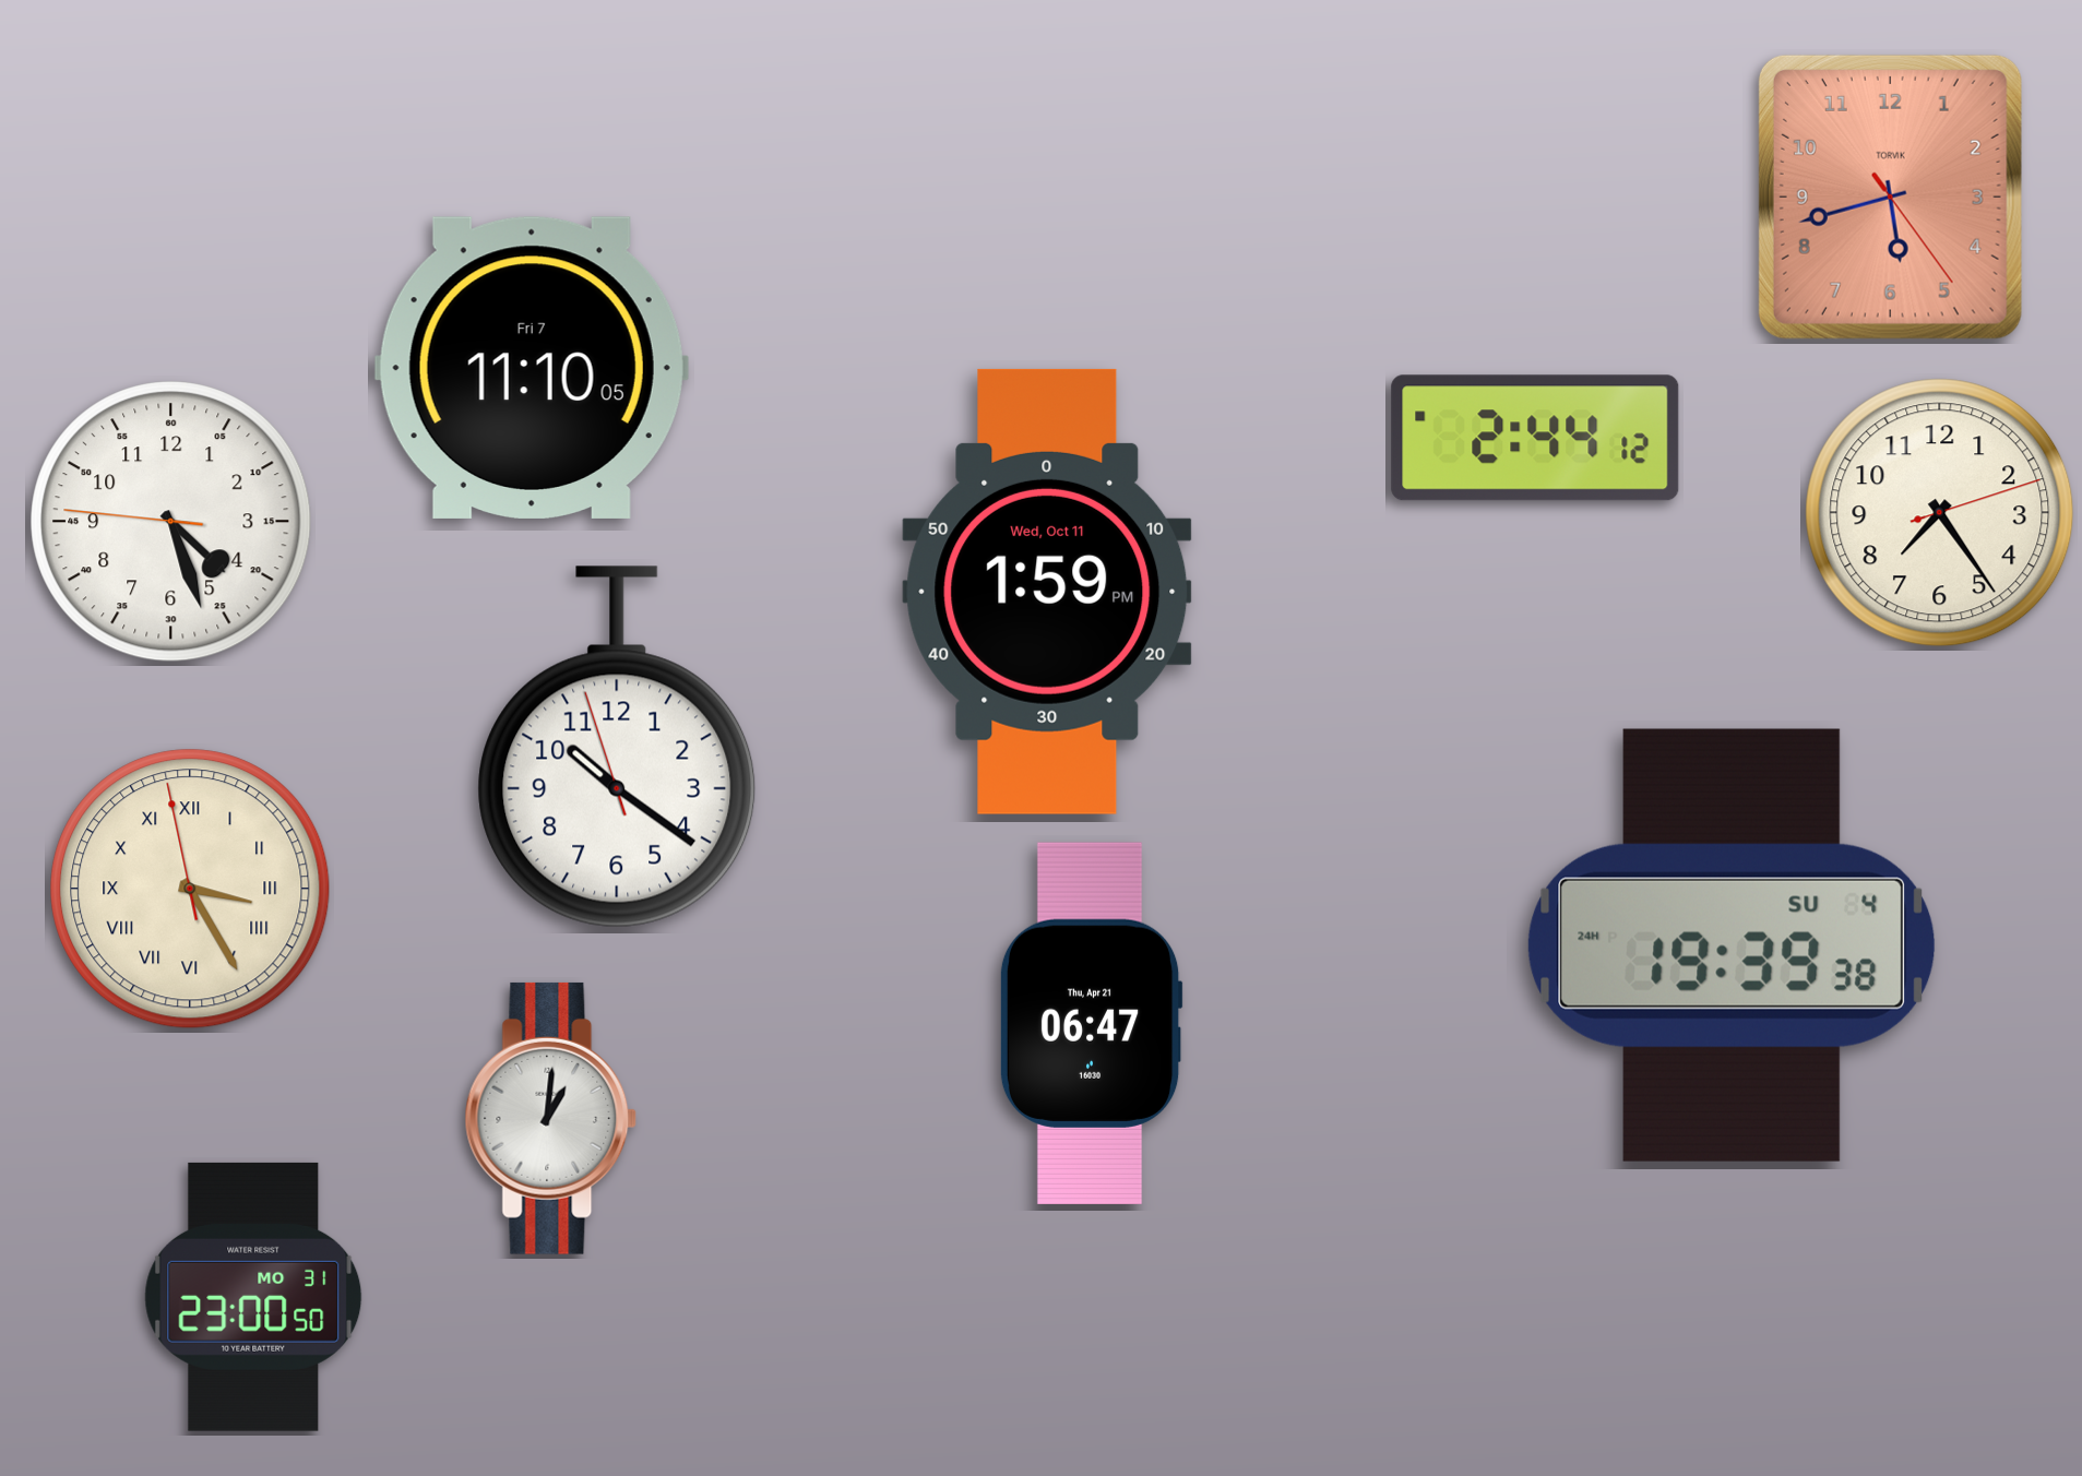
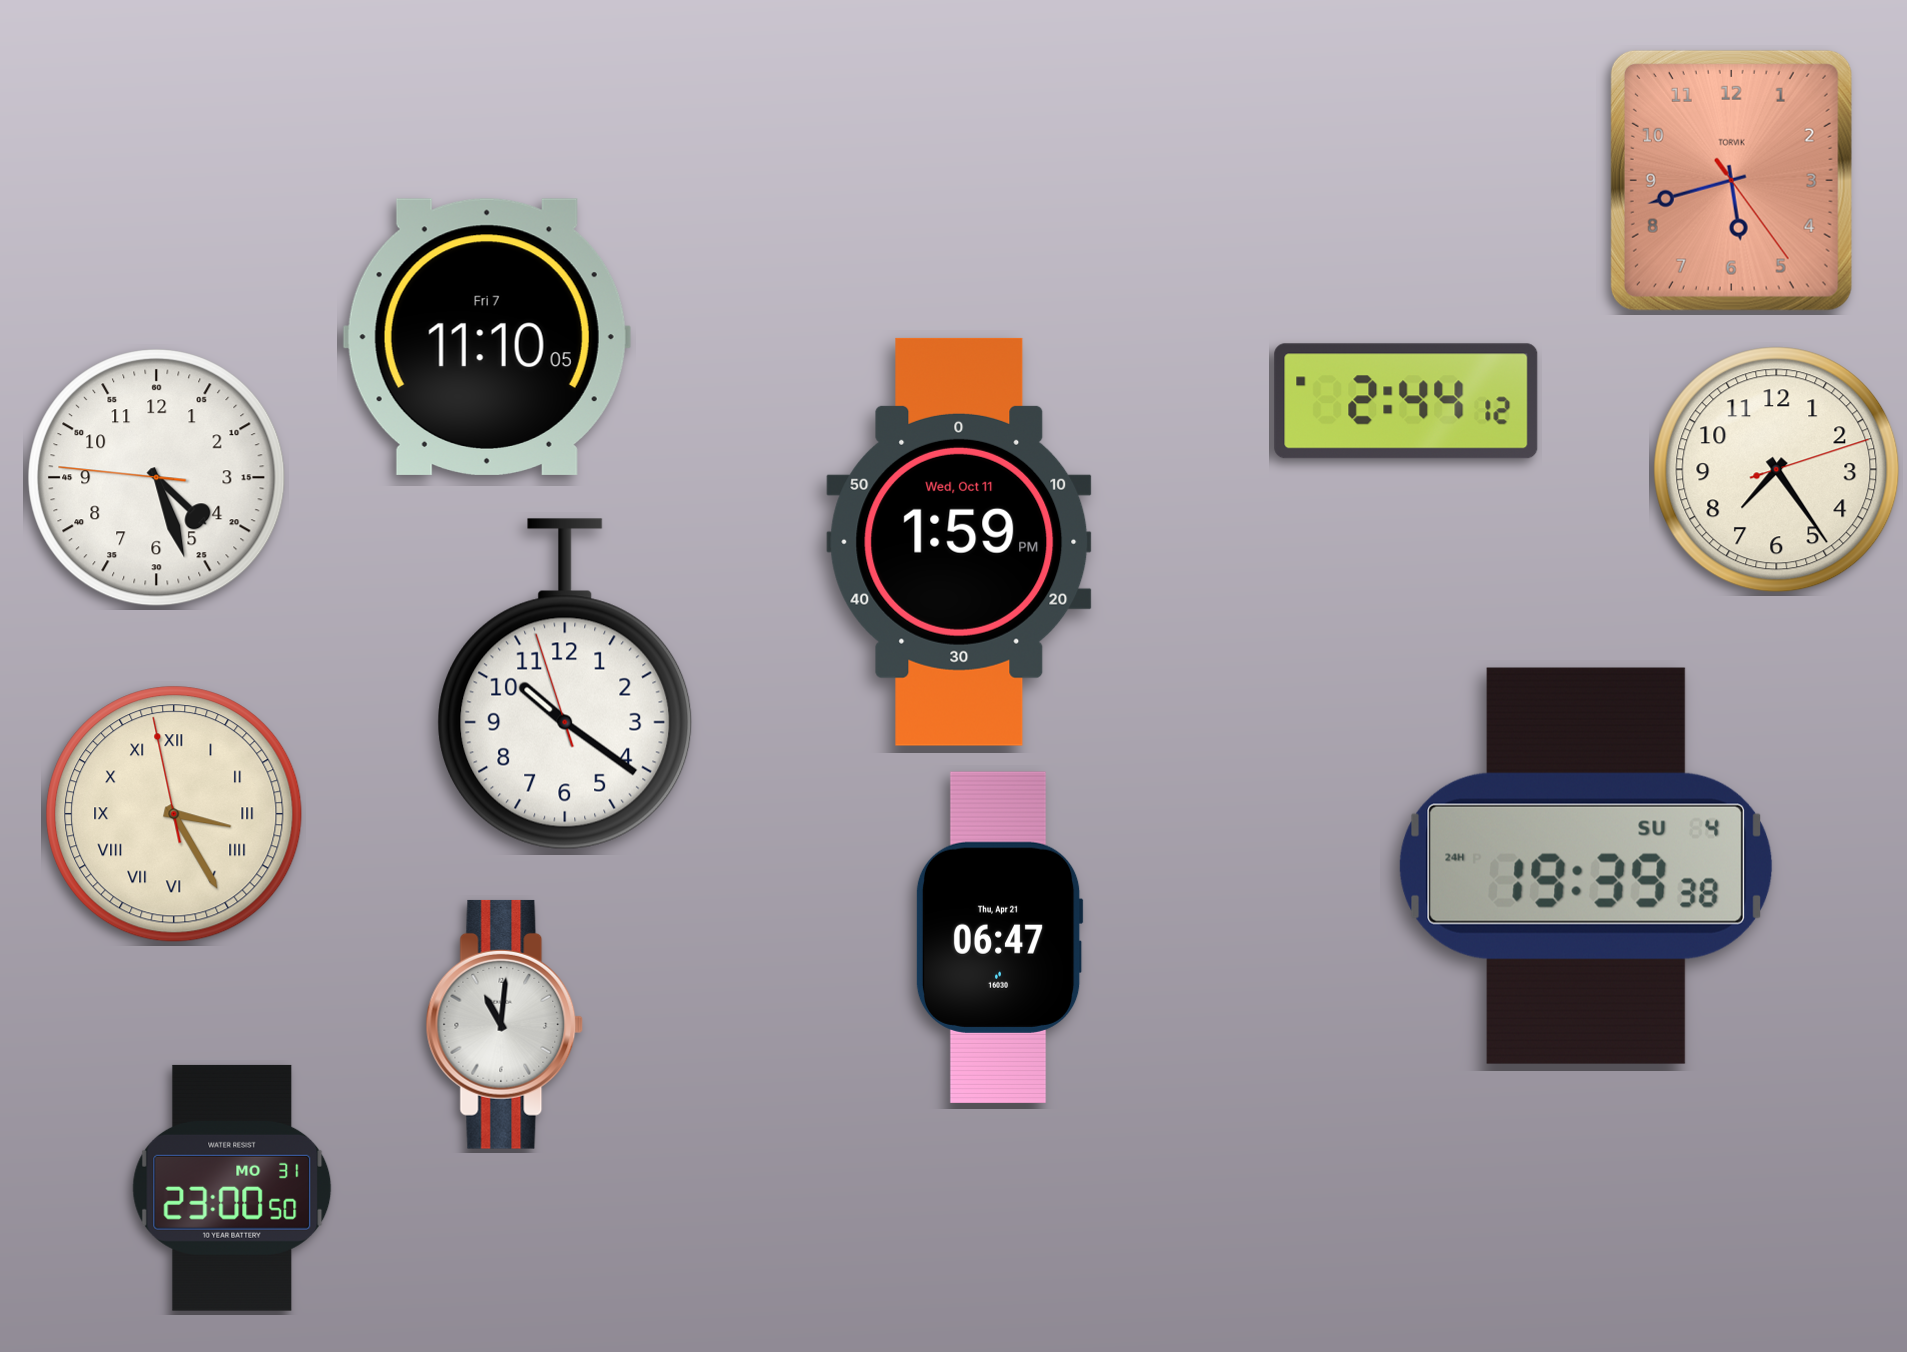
clock at (551, 1118): 1:01 -> 11:01
